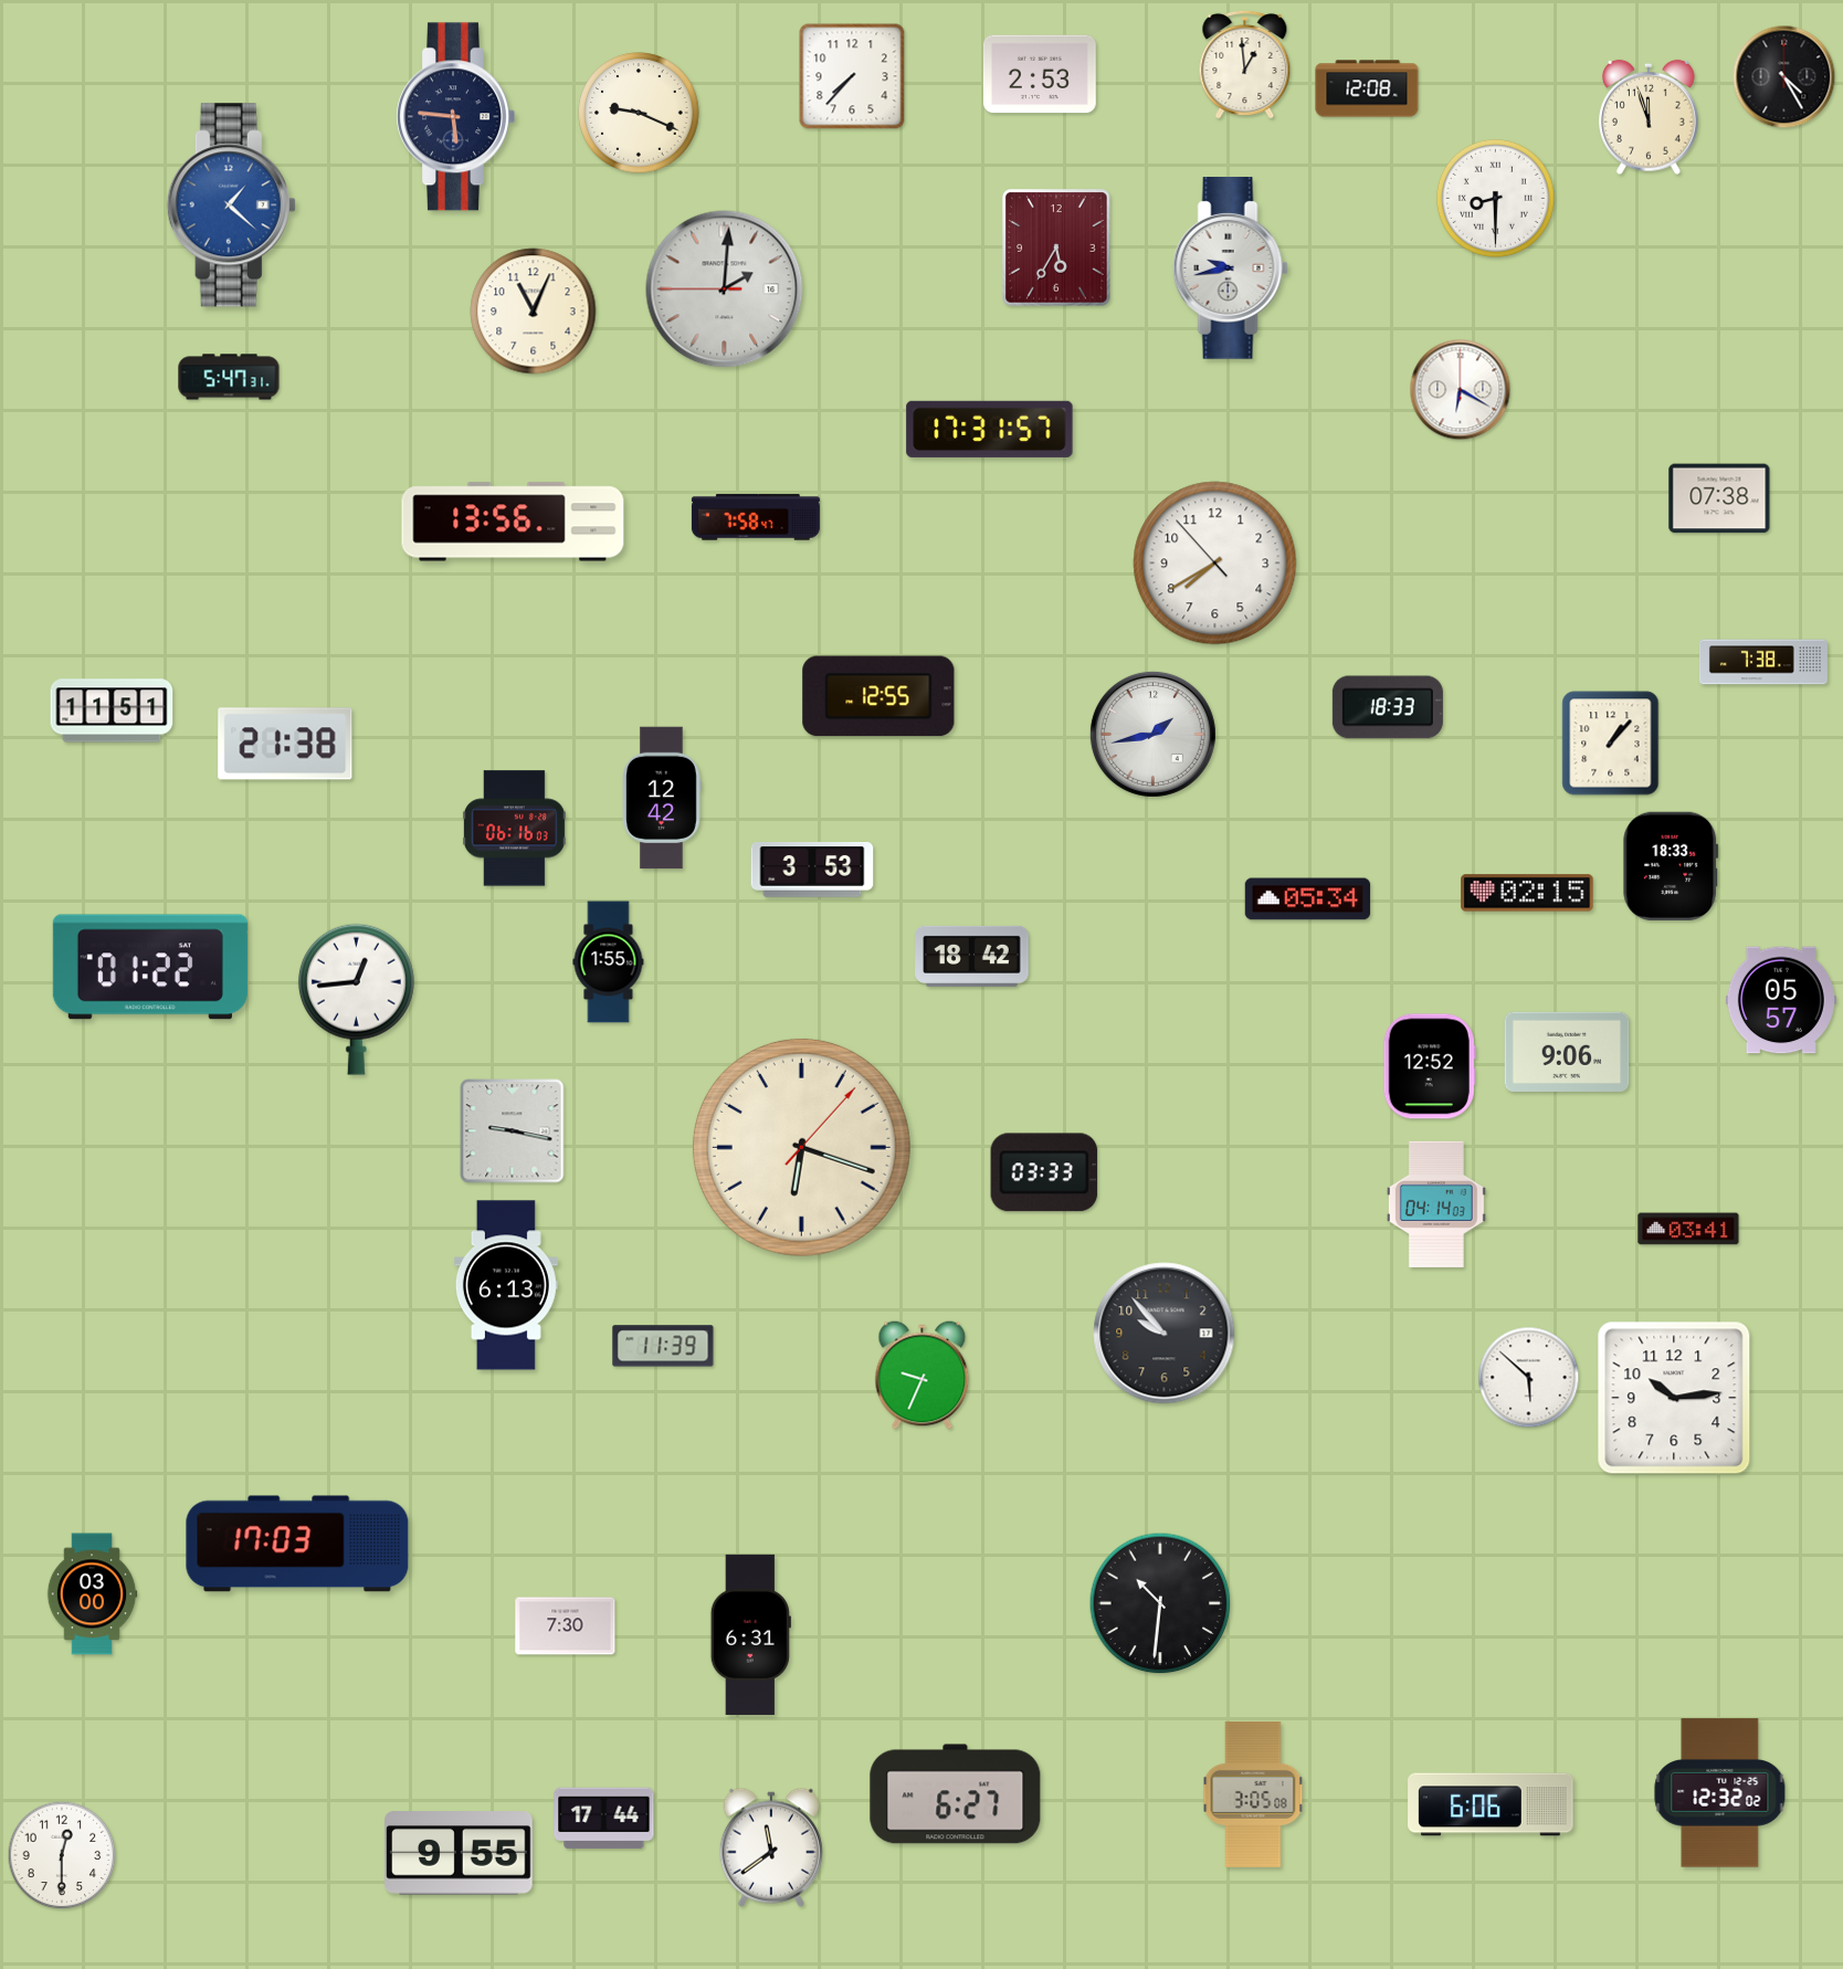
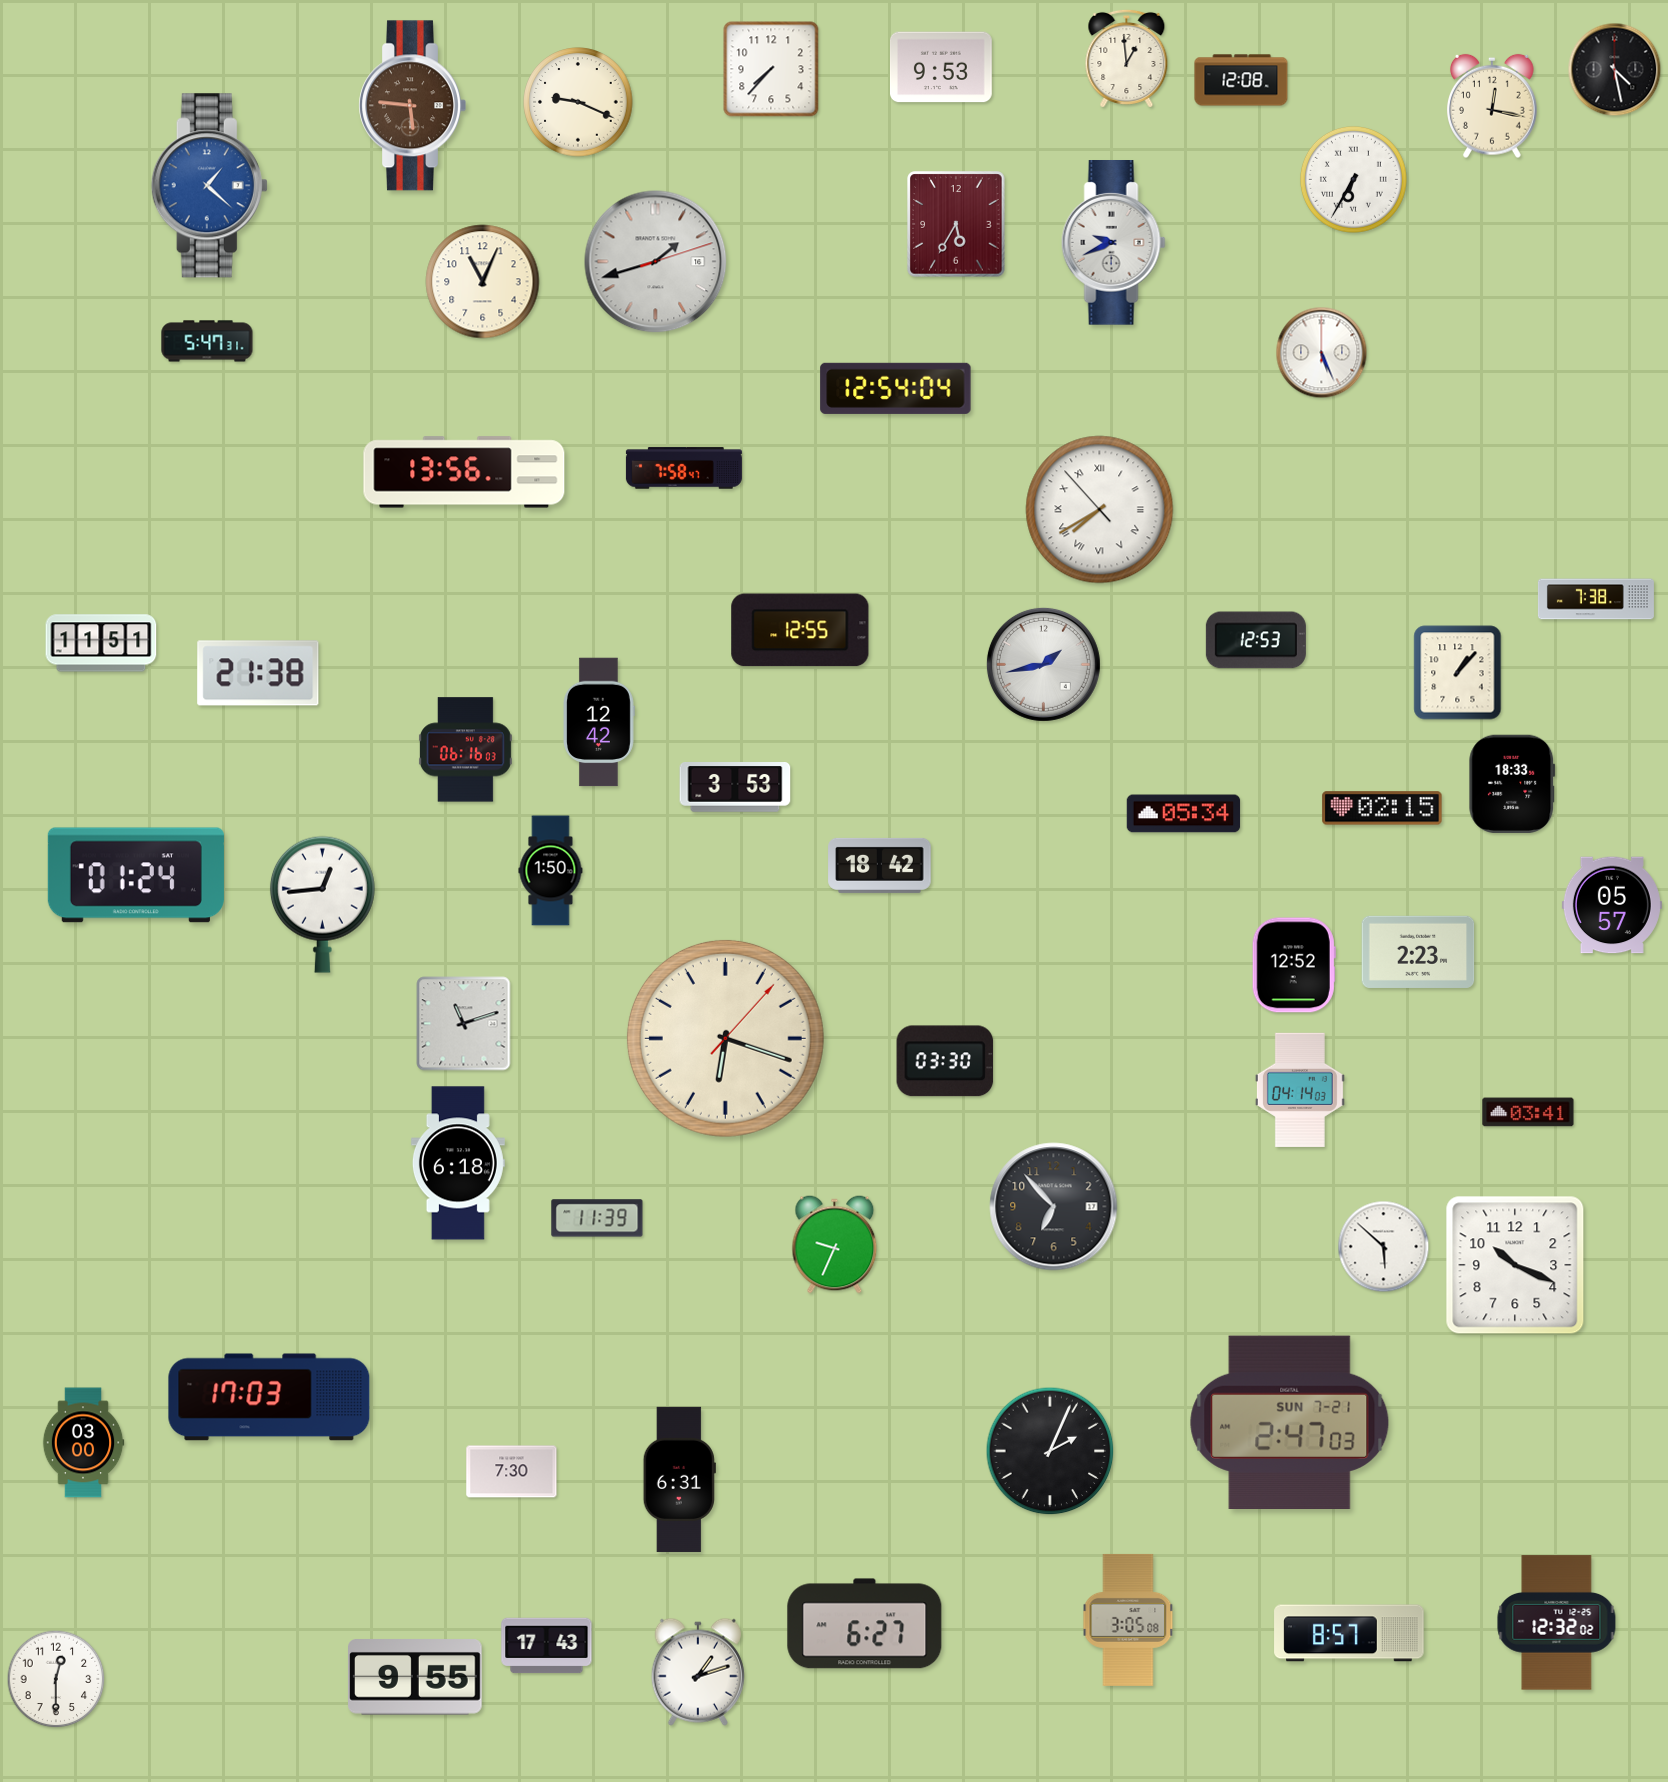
clock at (1041, 74): 2:53 -> 9:53
clock at (1784, 77): 4:25 -> 4:28
clock at (1367, 88) position: (1367, 88) -> (1241, 80)
clock at (455, 117) dial: navy -> brown
clock at (1650, 117): 11:57 -> 12:17
clock at (1495, 198): 8:30 -> 6:35
clock at (1230, 268): 9:43 -> 9:41
clock at (725, 289): 2:00 -> 1:42
clock at (1461, 390): 6:20 -> 5:26
clock at (990, 429): 17:31 -> 12:54
clock at (1719, 498): 07:38 -> none
clock at (1215, 564) numerals: Arabic -> Roman
clock at (878, 696) position: (878, 696) -> (800, 630)
clock at (1388, 707): 18:33 -> 12:53
clock at (609, 962): 1:55 -> 1:50
clock at (150, 967): 01:22 -> 01:24
clock at (1567, 1052): 9:06 -> 2:23
clock at (513, 1131): 9:17 -> 11:12
clock at (1044, 1172): 03:33 -> 03:30
clock at (506, 1285): 6:13 -> 6:18
clock at (1165, 1334): 9:53 -> 6:53
clock at (663, 1346) position: (663, 1346) -> (597, 1218)
clock at (1674, 1398): 10:14 -> 10:19
clock at (1290, 1422): none -> 2:47
clock at (1160, 1603): 10:31 -> 2:04
clock at (1253, 1794) position: (1253, 1794) -> (1128, 1620)
clock at (1491, 1804): 6:06 -> 8:57
clock at (604, 1819): 17:44 -> 17:43
clock at (771, 1847): 11:39 -> 1:12
